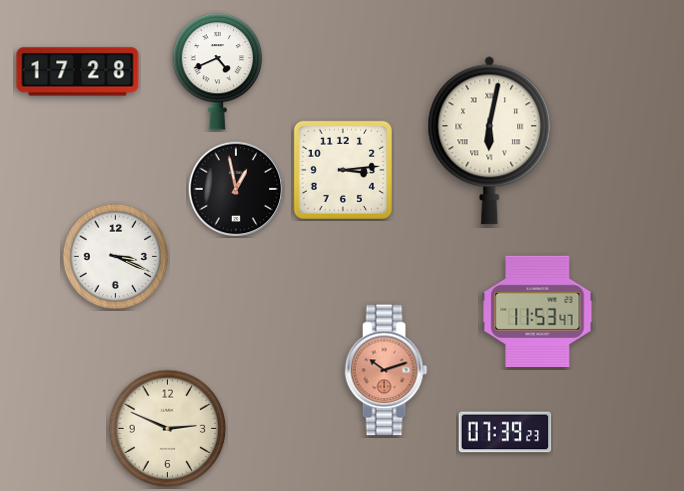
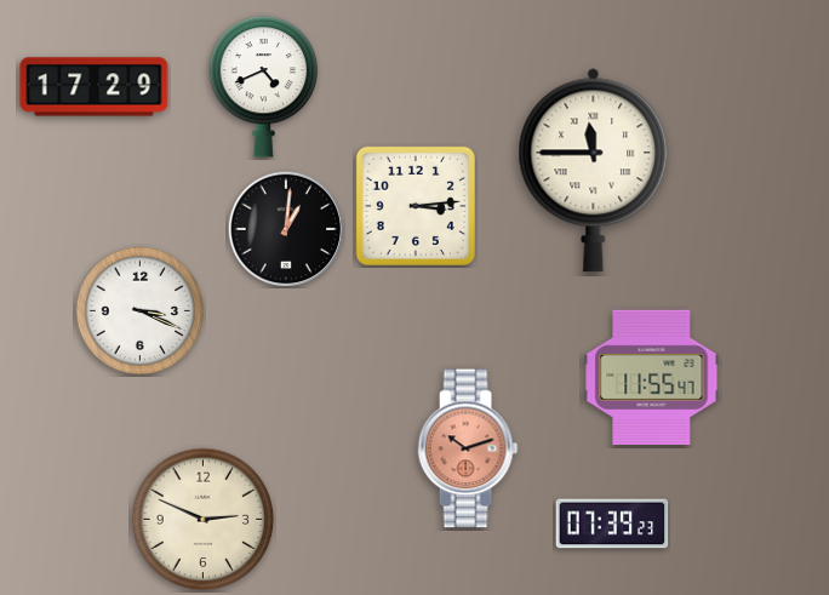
clock at (78, 72): 17:28 -> 17:29
clock at (490, 140): 6:02 -> 11:45
clock at (236, 189): 12:58 -> 1:01
clock at (538, 311): 11:53 -> 11:55
